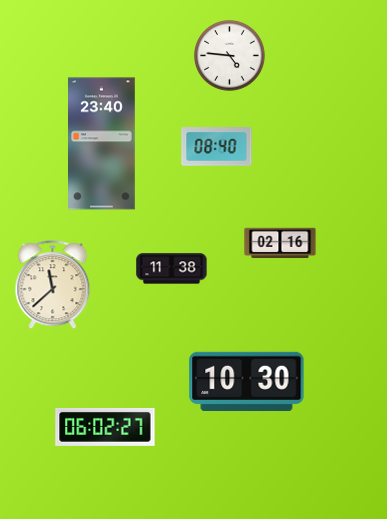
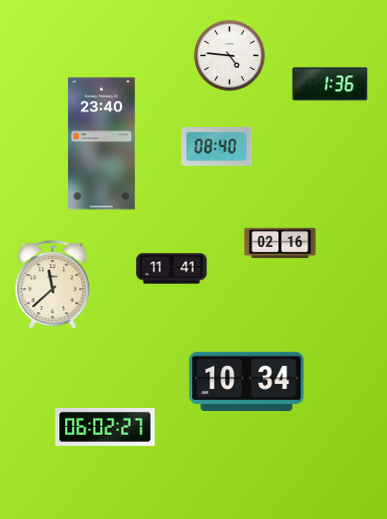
clock at (330, 84): none -> 1:36
clock at (172, 269): 11:38 -> 11:41
clock at (247, 381): 10:30 -> 10:34
